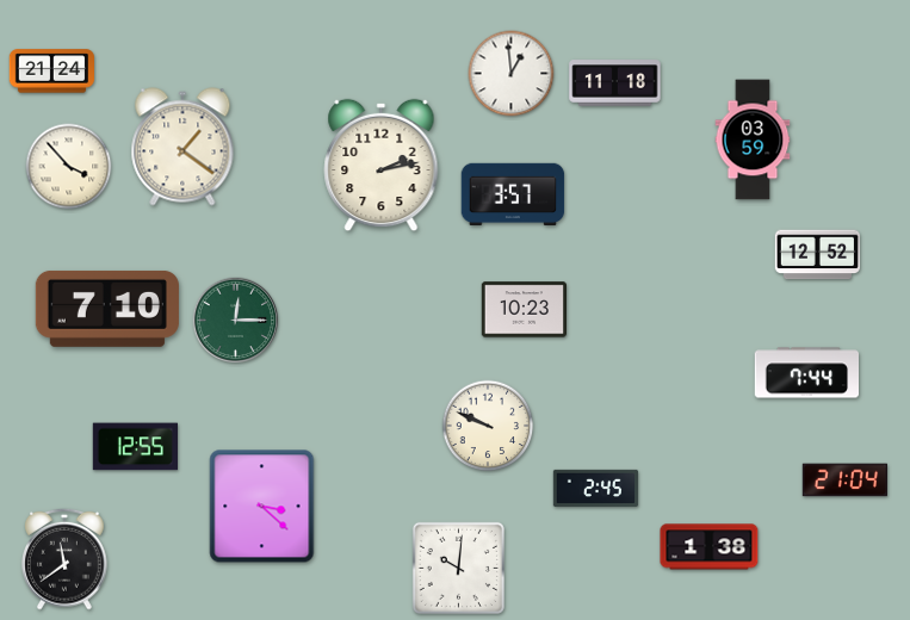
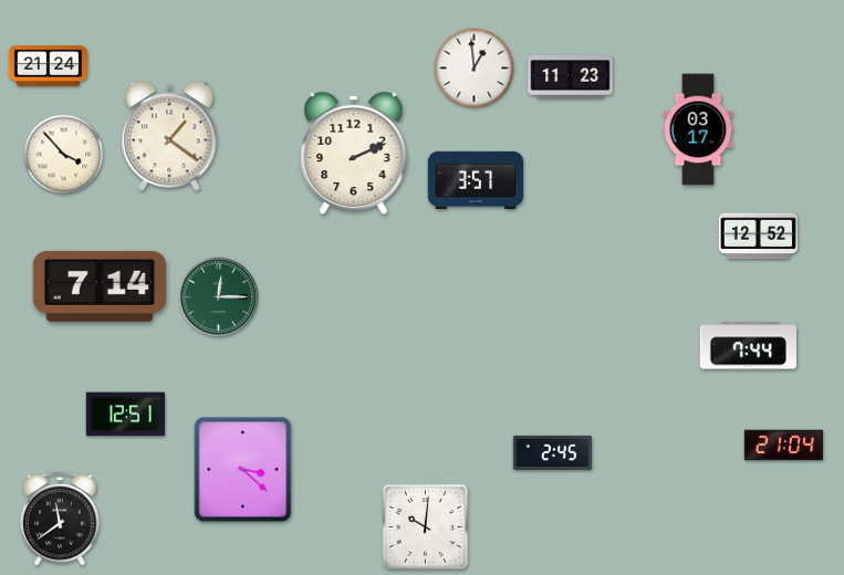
clock at (615, 83): 11:18 -> 11:23
clock at (753, 139): 03:59 -> 03:17
clock at (382, 166): 2:13 -> 2:11
clock at (107, 309): 7:10 -> 7:14
clock at (525, 310): 10:23 -> none
clock at (488, 426): 9:49 -> none
clock at (135, 447): 12:55 -> 12:51
clock at (710, 547): 1:38 -> none
